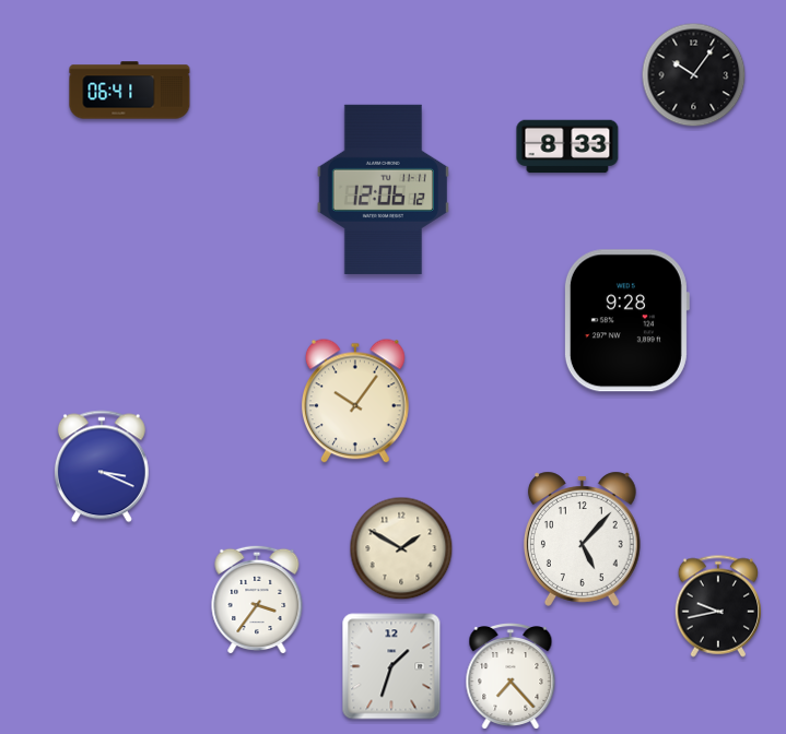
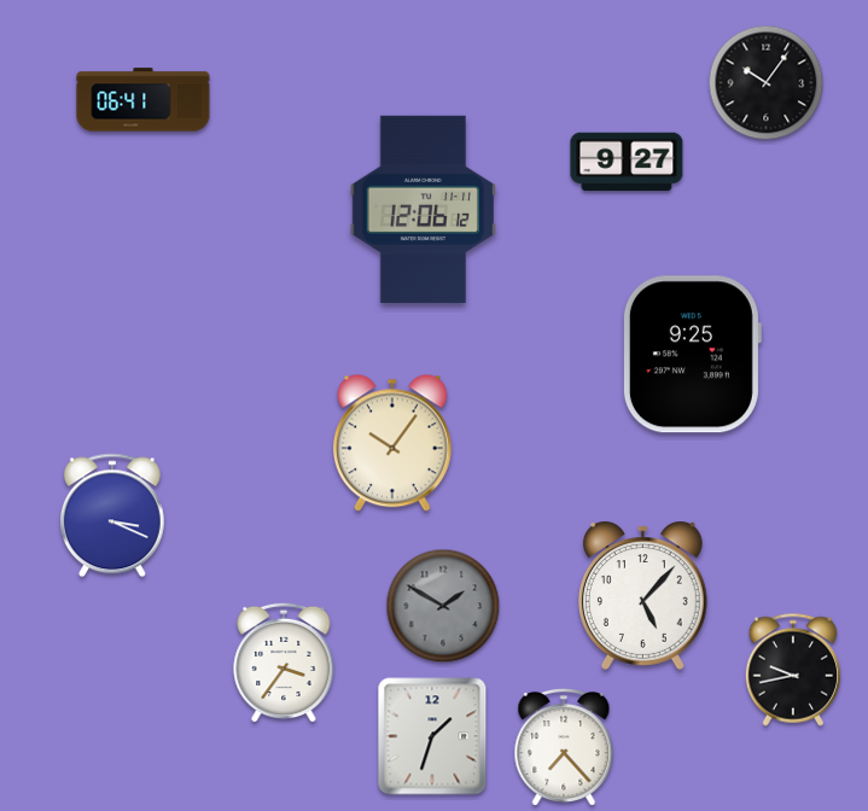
clock at (567, 146): 8:33 -> 9:27
clock at (626, 321): 9:28 -> 9:25
clock at (401, 548) dial: cream -> grey
